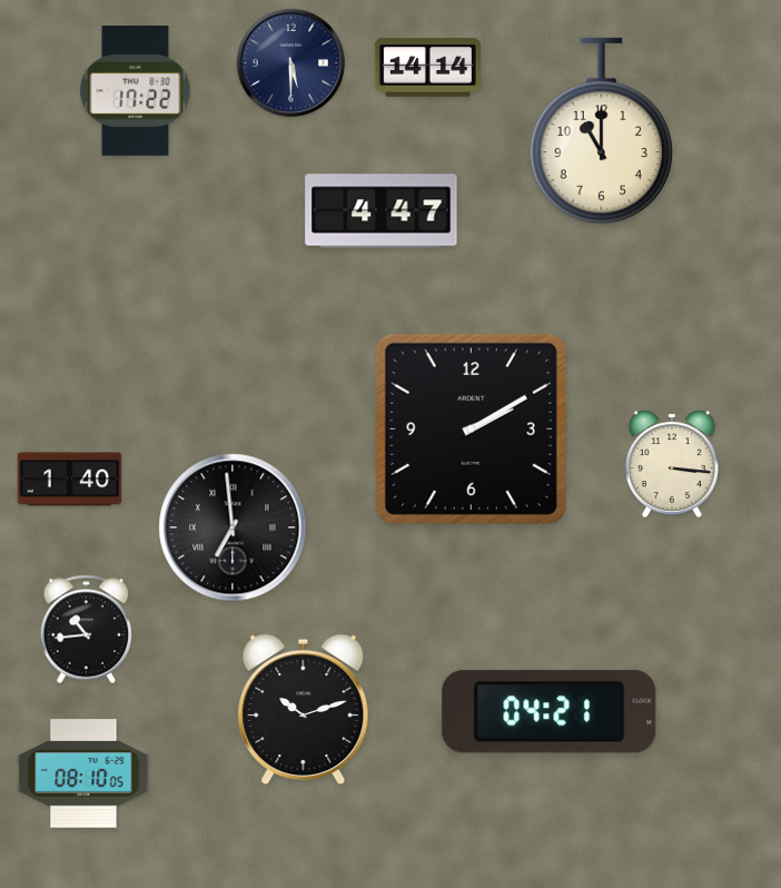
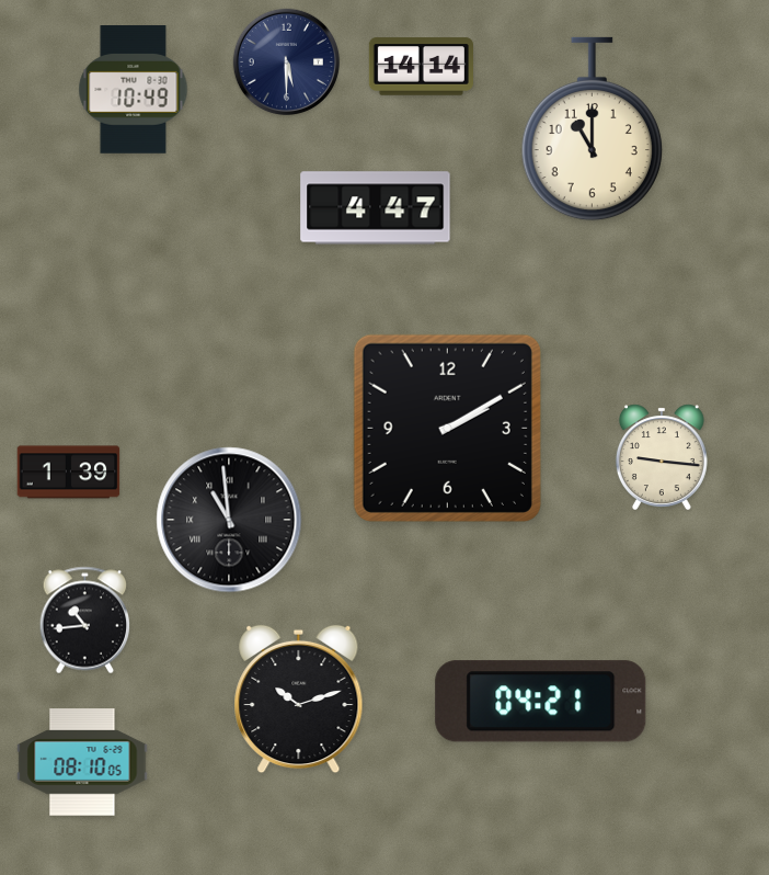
clock at (136, 91): 17:22 -> 10:49
clock at (471, 428) position: (471, 428) -> (447, 428)
clock at (672, 464): 3:16 -> 9:16
clock at (70, 480): 1:40 -> 1:39
clock at (233, 527): 6:59 -> 10:59
